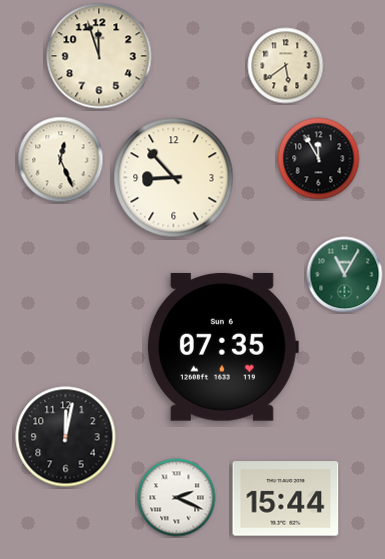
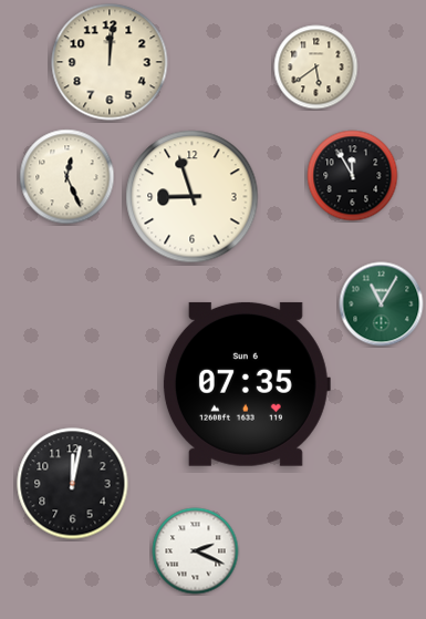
clock at (99, 56): 11:57 -> 12:01
clock at (286, 66) position: (286, 66) -> (316, 68)
clock at (174, 178): 8:53 -> 8:57
clock at (286, 499): 15:44 -> none
